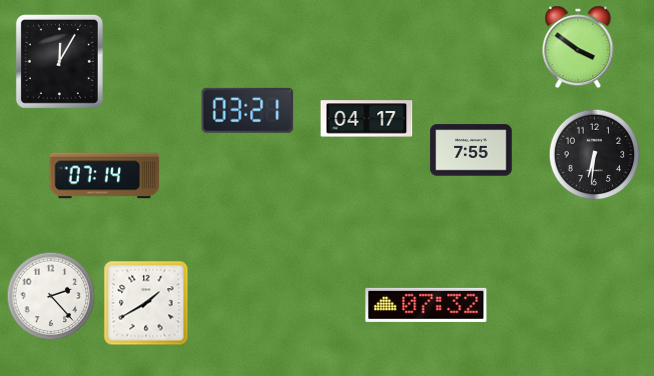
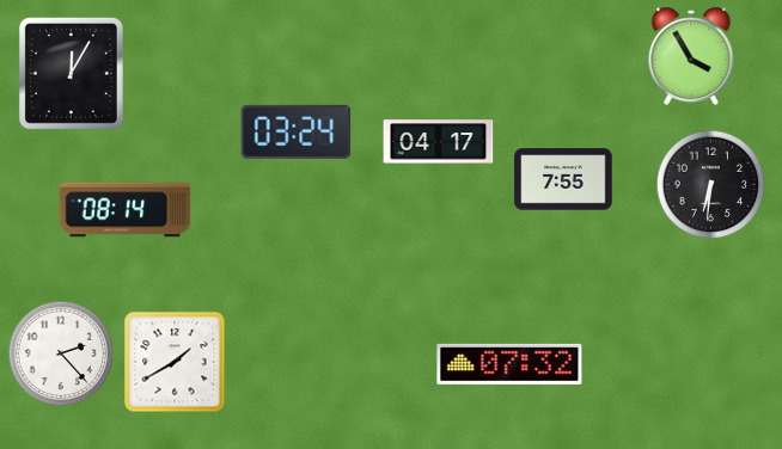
clock at (578, 47): 3:51 -> 3:55
clock at (248, 110): 03:21 -> 03:24
clock at (105, 176): 07:14 -> 08:14
